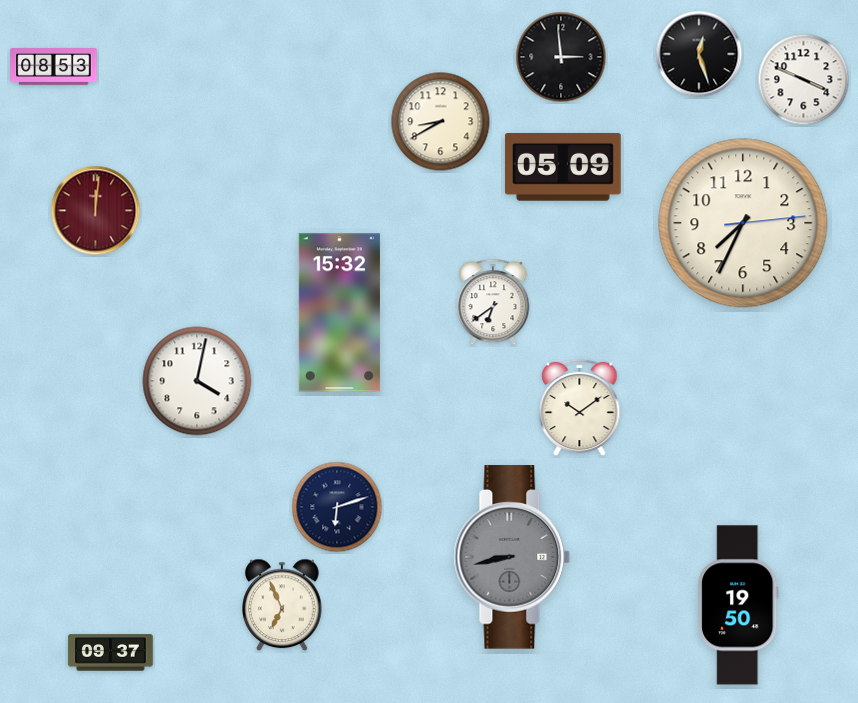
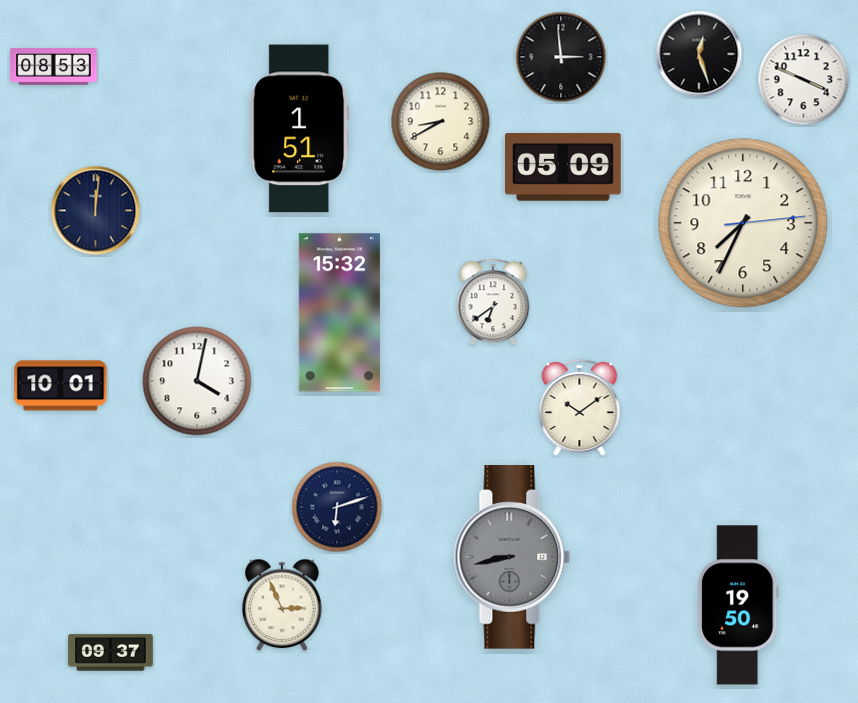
clock at (300, 129): none -> 1:51
clock at (96, 211) dial: burgundy -> navy
clock at (61, 386): none -> 10:01
clock at (282, 605): 6:56 -> 2:56
